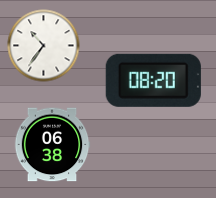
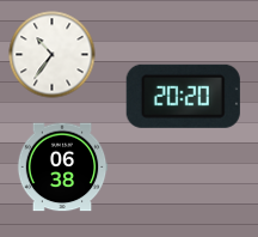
clock at (153, 80): 08:20 -> 20:20
clock at (52, 145) position: (52, 145) -> (62, 168)
